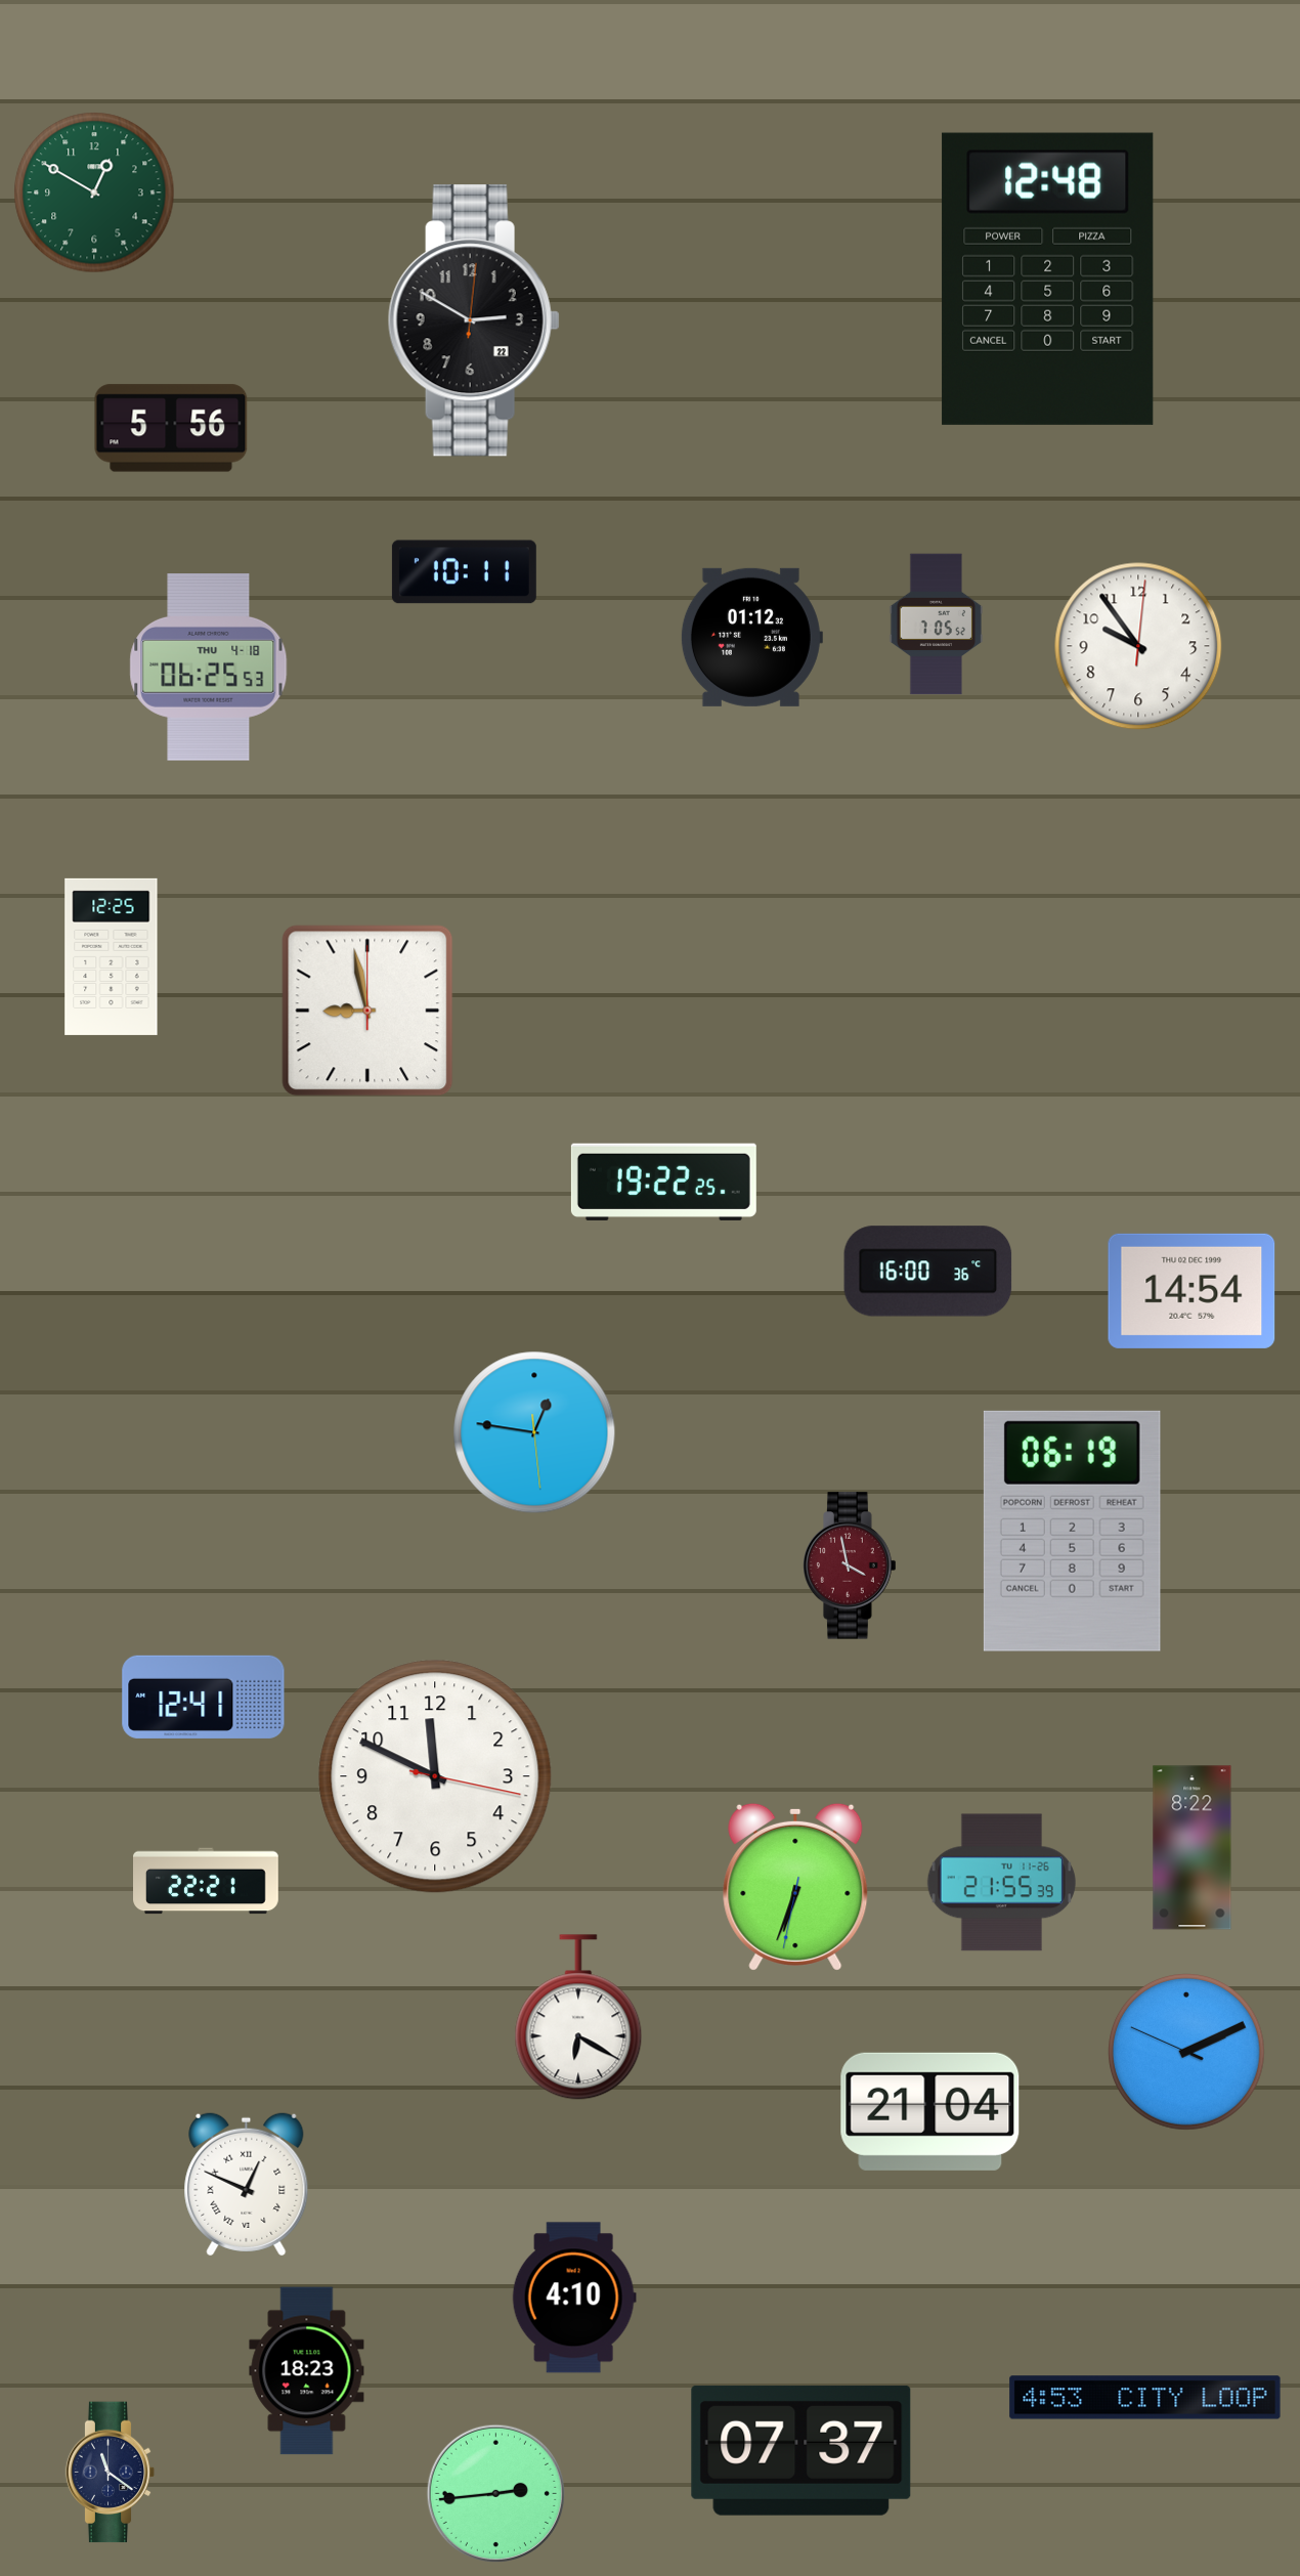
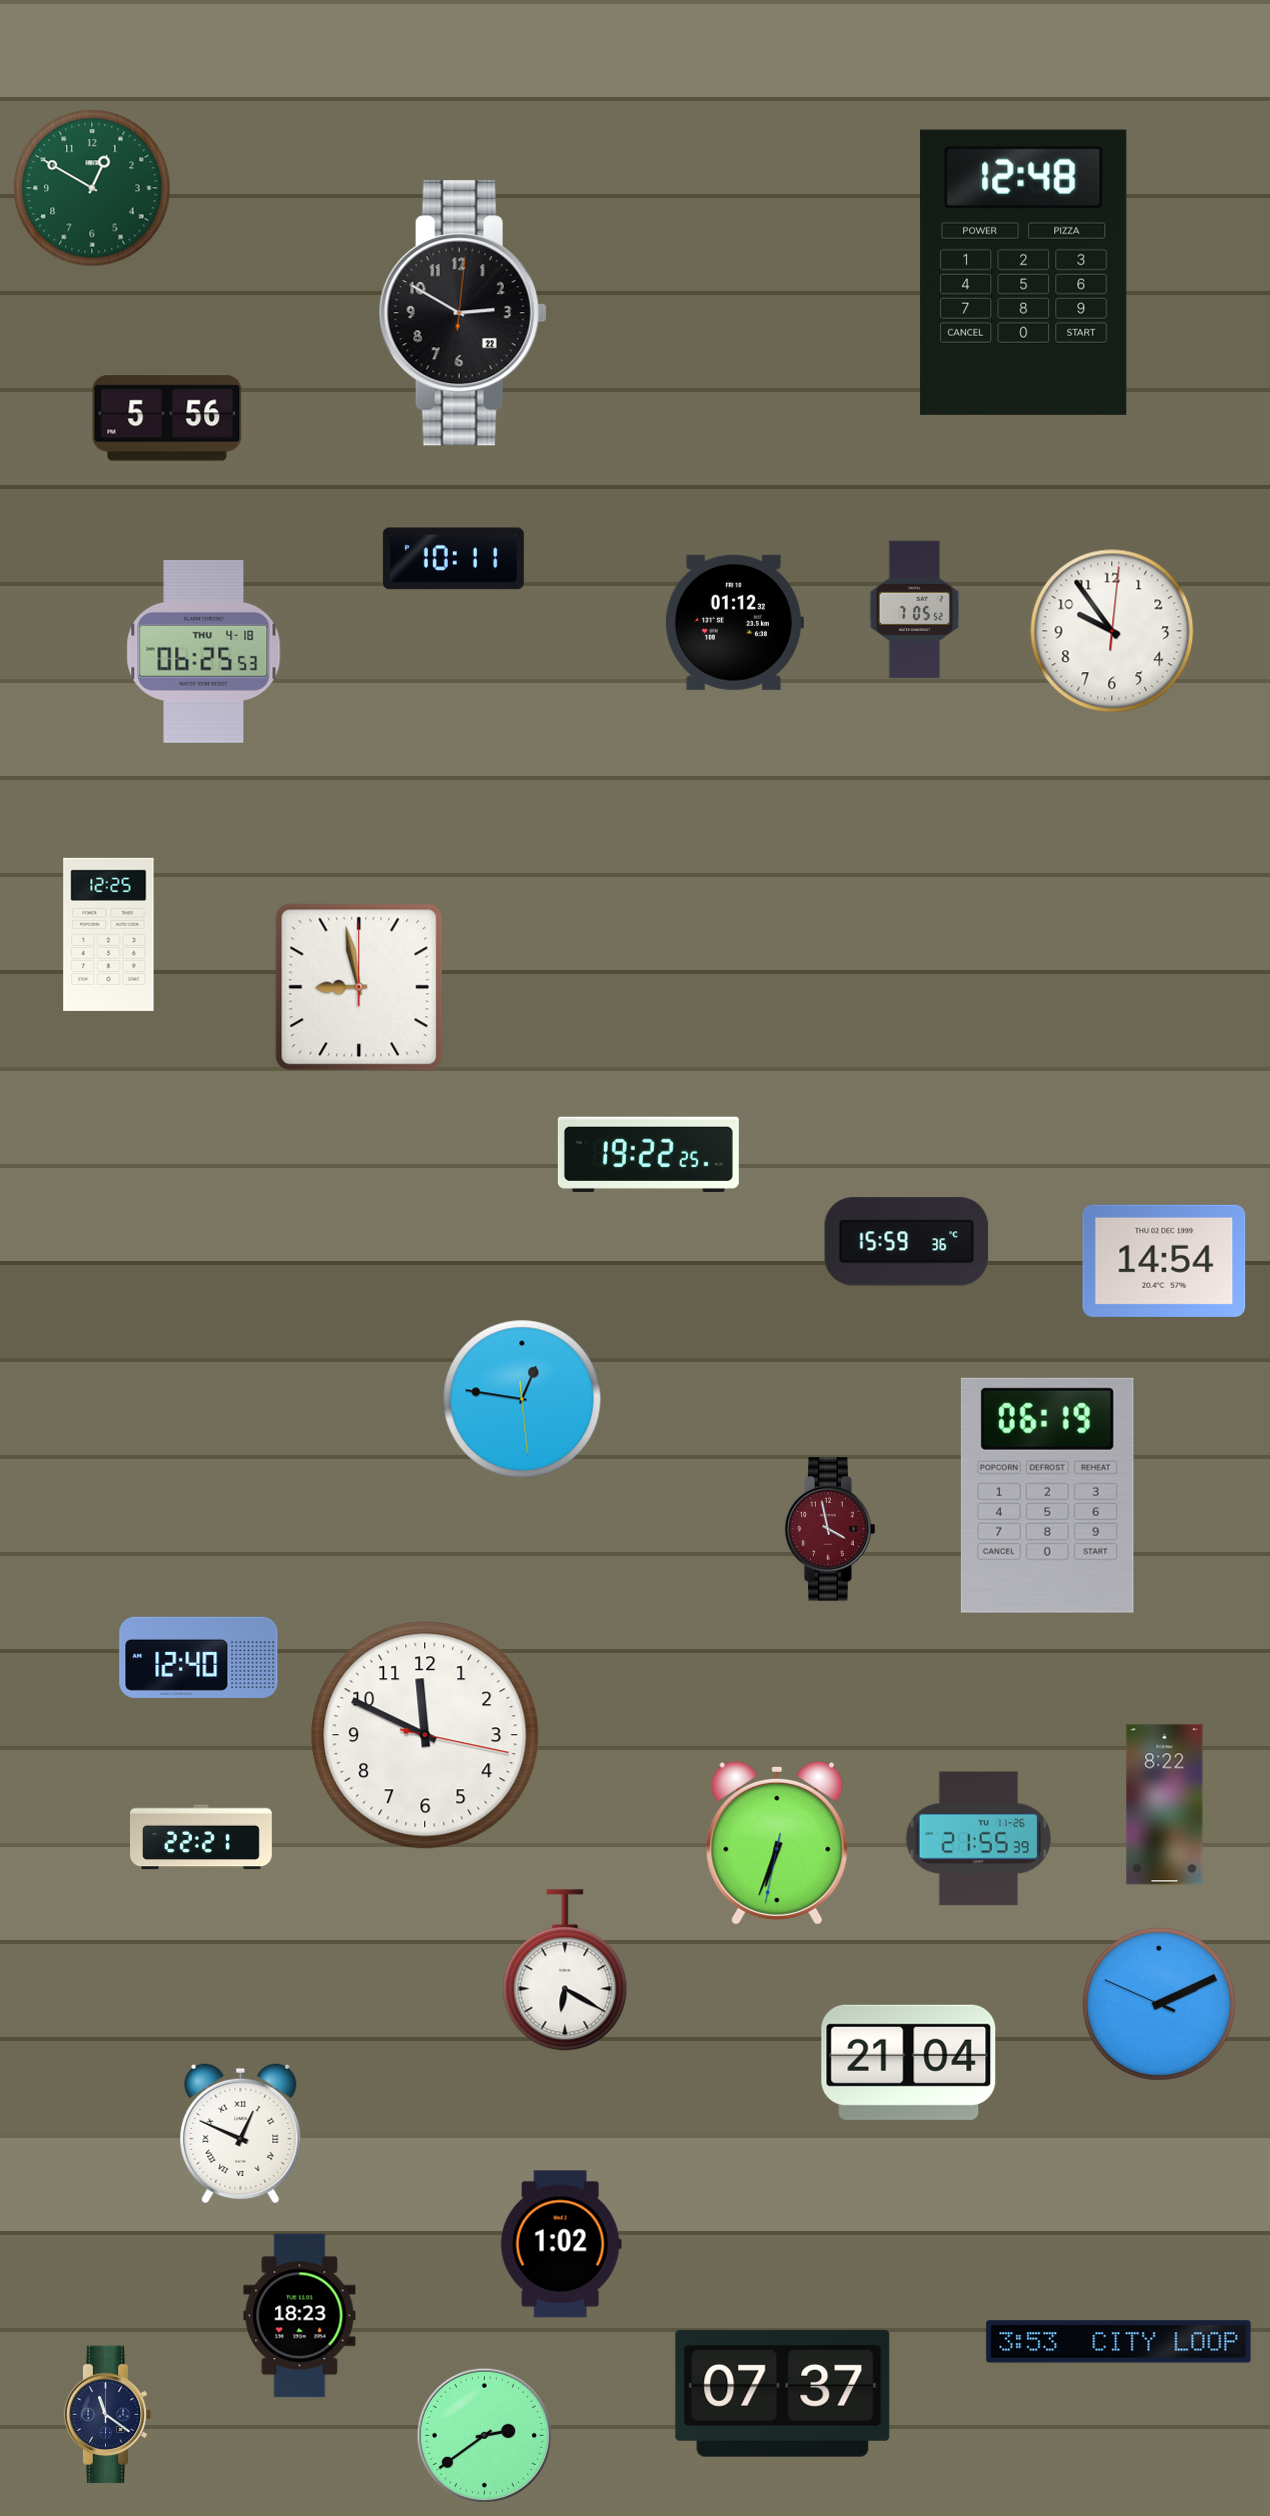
clock at (928, 1272): 16:00 -> 15:59
clock at (204, 1697): 12:41 -> 12:40
clock at (574, 2298): 4:10 -> 1:02
clock at (1145, 2398): 4:53 -> 3:53
clock at (495, 2493): 2:44 -> 2:39
